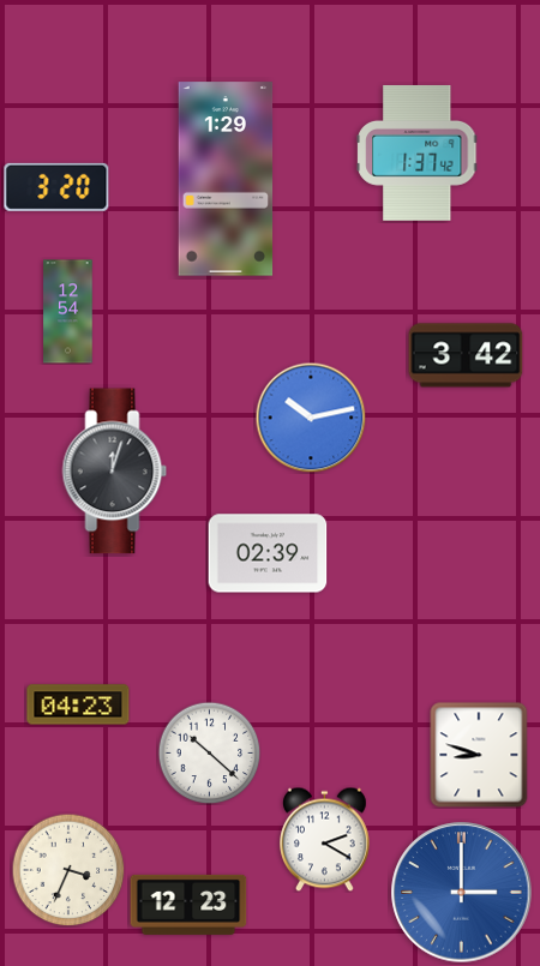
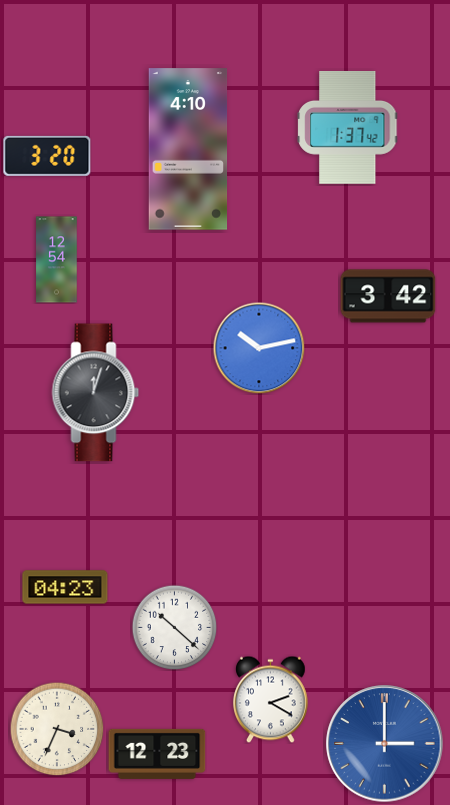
clock at (226, 179): 1:29 -> 4:10
clock at (268, 553): 02:39 -> none
clock at (479, 755): 8:48 -> none
clock at (68, 870) position: (68, 870) -> (57, 729)
